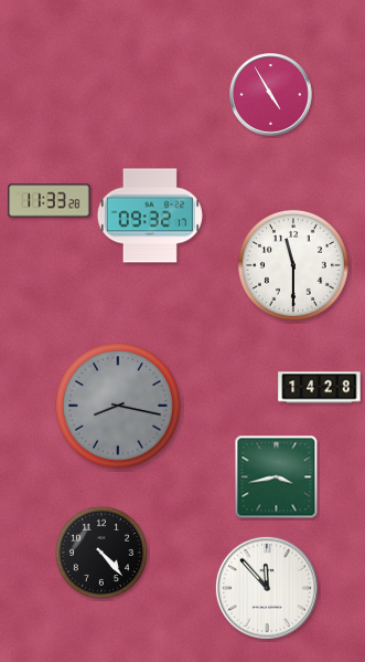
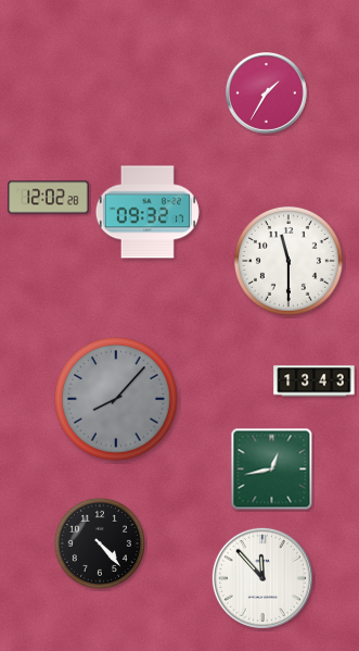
clock at (271, 95): 4:55 -> 1:35
clock at (50, 201): 11:33 -> 12:02
clock at (320, 388): 14:28 -> 13:43
clock at (119, 407): 8:17 -> 8:07
clock at (277, 477): 3:43 -> 12:43
